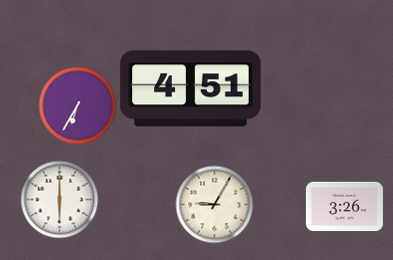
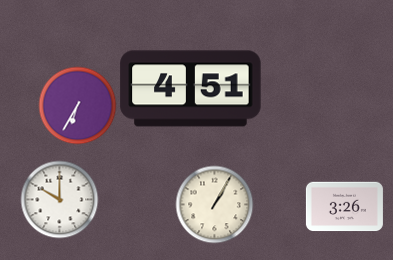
clock at (59, 199): 6:00 -> 10:00
clock at (214, 204): 9:05 -> 1:05
